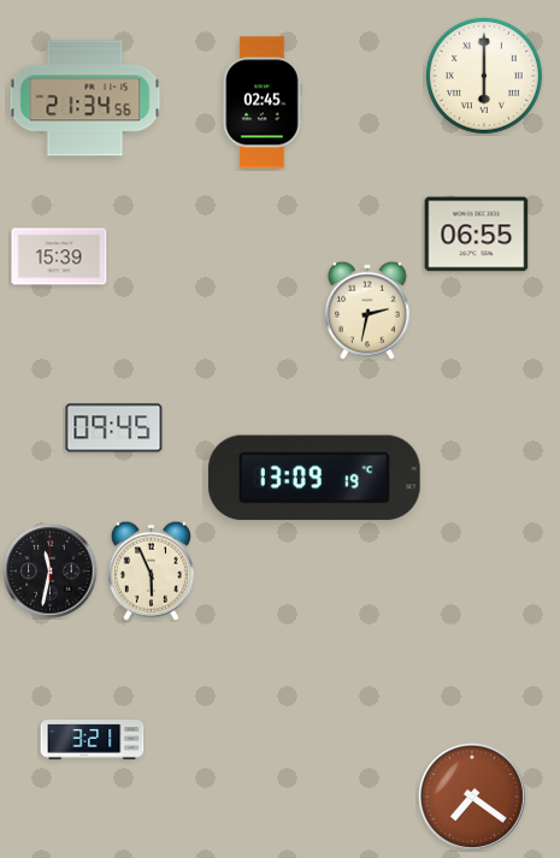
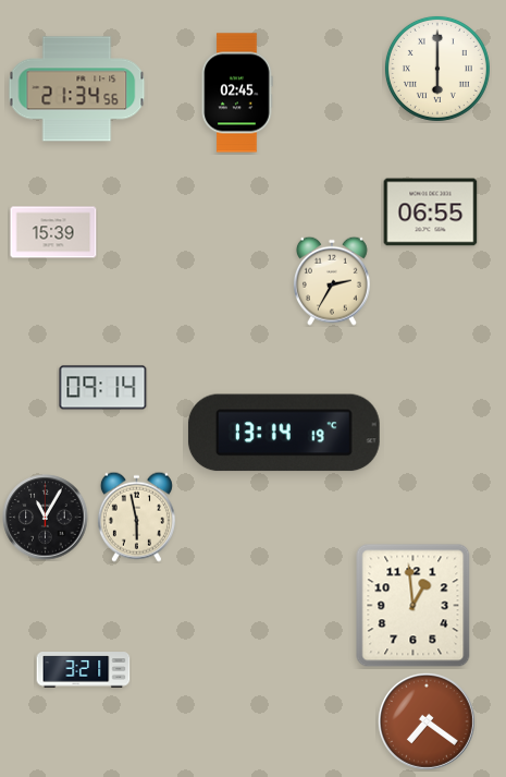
clock at (367, 310): 2:32 -> 2:35
clock at (114, 428): 09:45 -> 09:14
clock at (314, 478): 13:09 -> 13:14
clock at (151, 570): 5:56 -> 5:58
clock at (51, 572): 11:32 -> 11:05
clock at (414, 606): none -> 12:59
